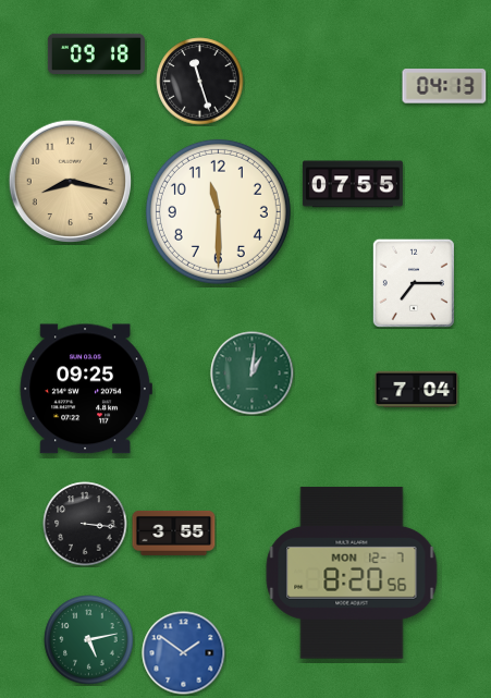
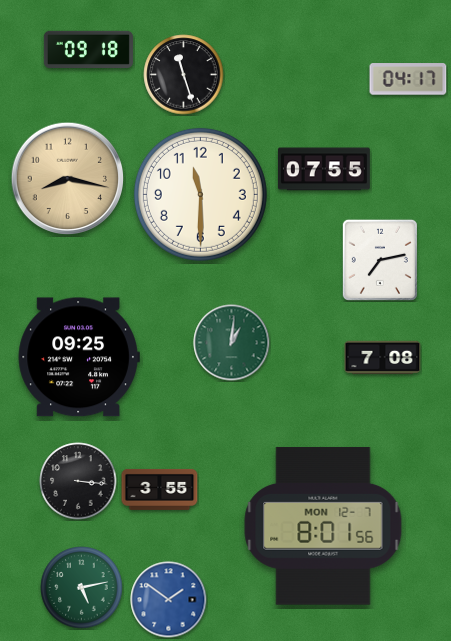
clock at (444, 86): 04:13 -> 04:17
clock at (70, 181) position: (70, 181) -> (67, 178)
clock at (414, 283): 7:15 -> 7:13
clock at (417, 390): 7:04 -> 7:08
clock at (352, 573): 8:20 -> 8:01
